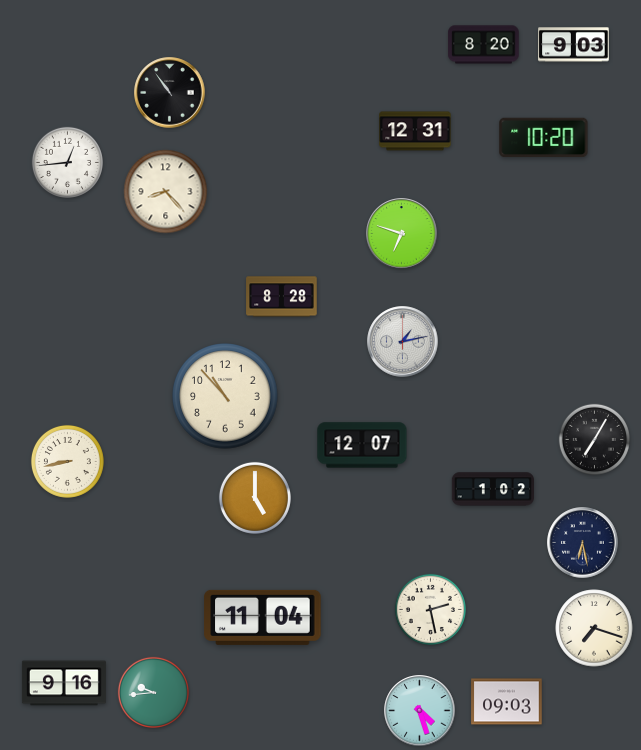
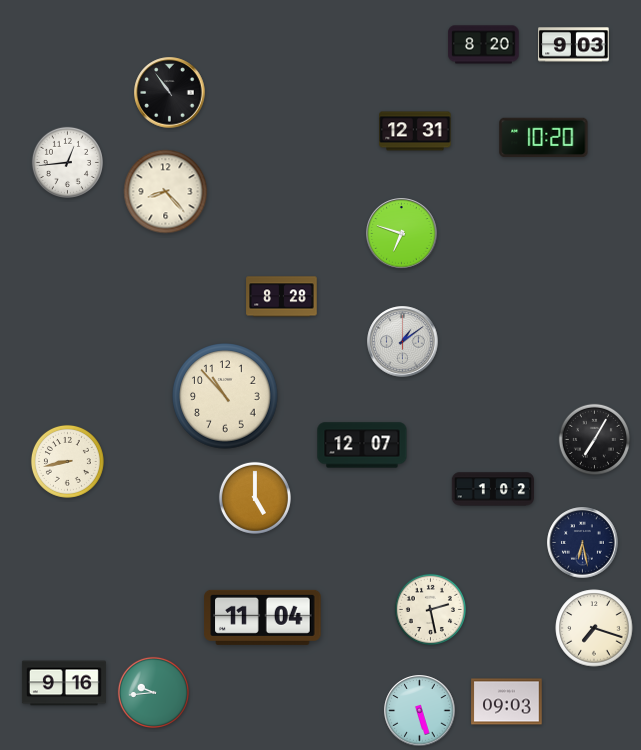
clock at (403, 342): 1:13 -> 1:09
clock at (420, 711): 4:27 -> 5:27
